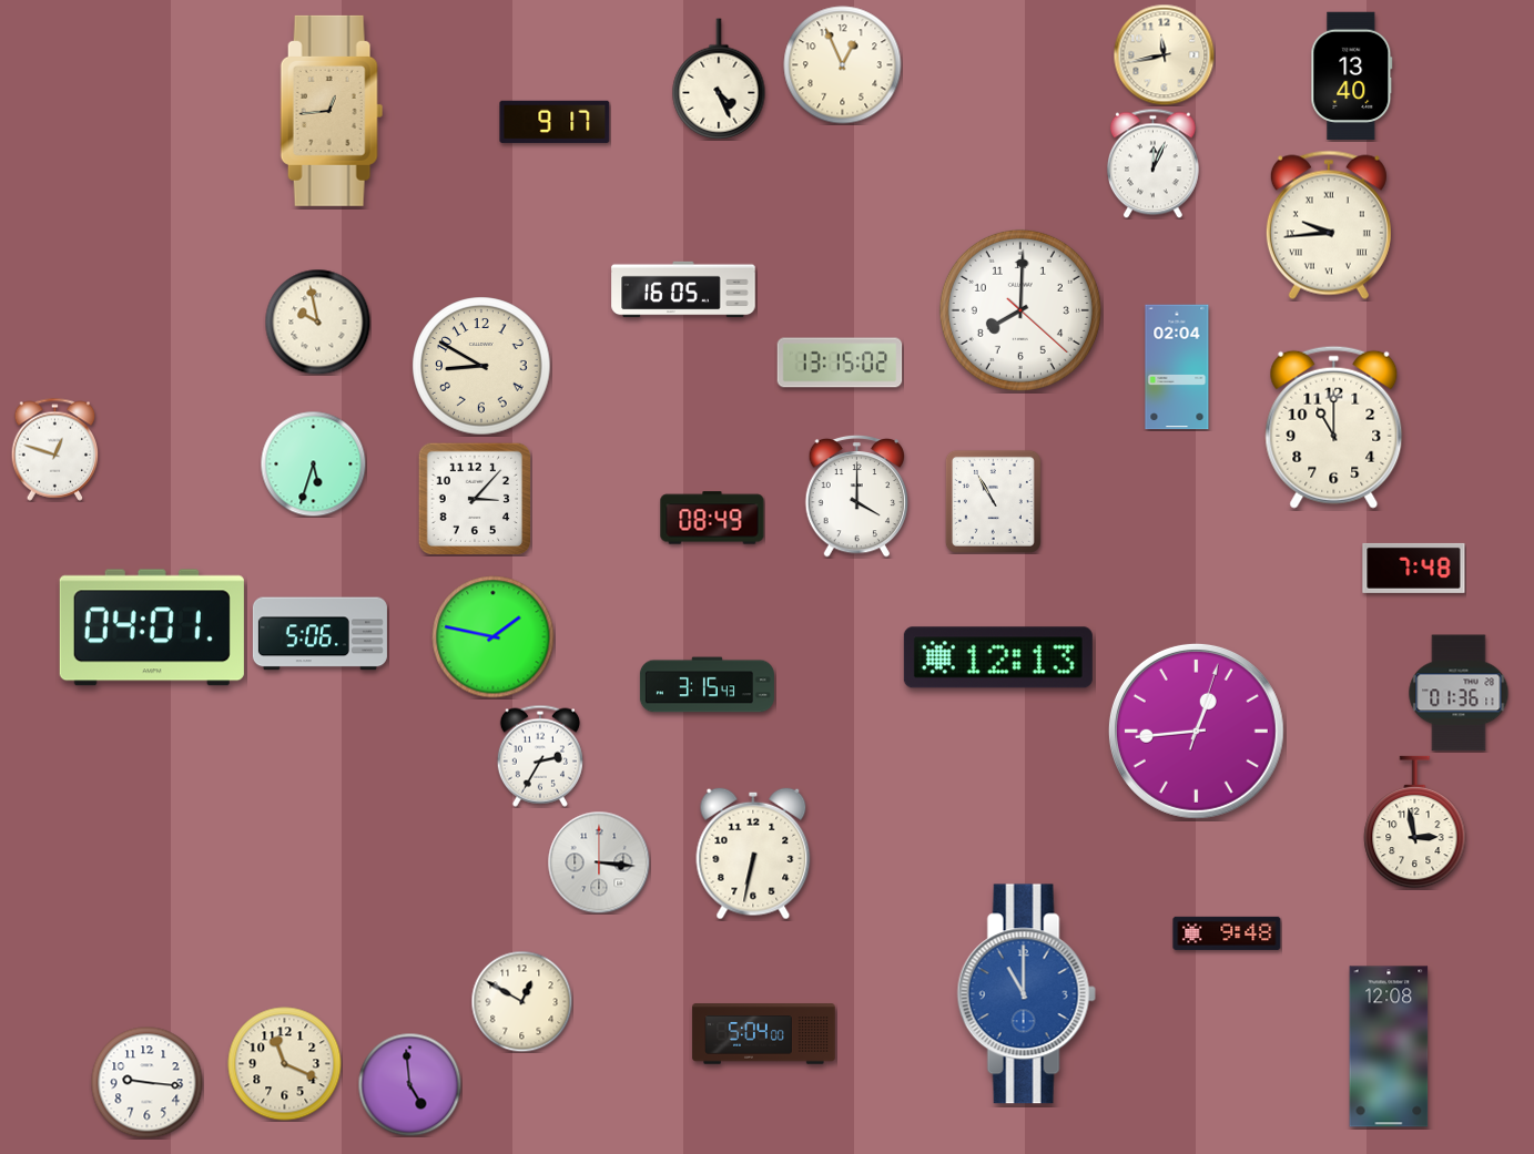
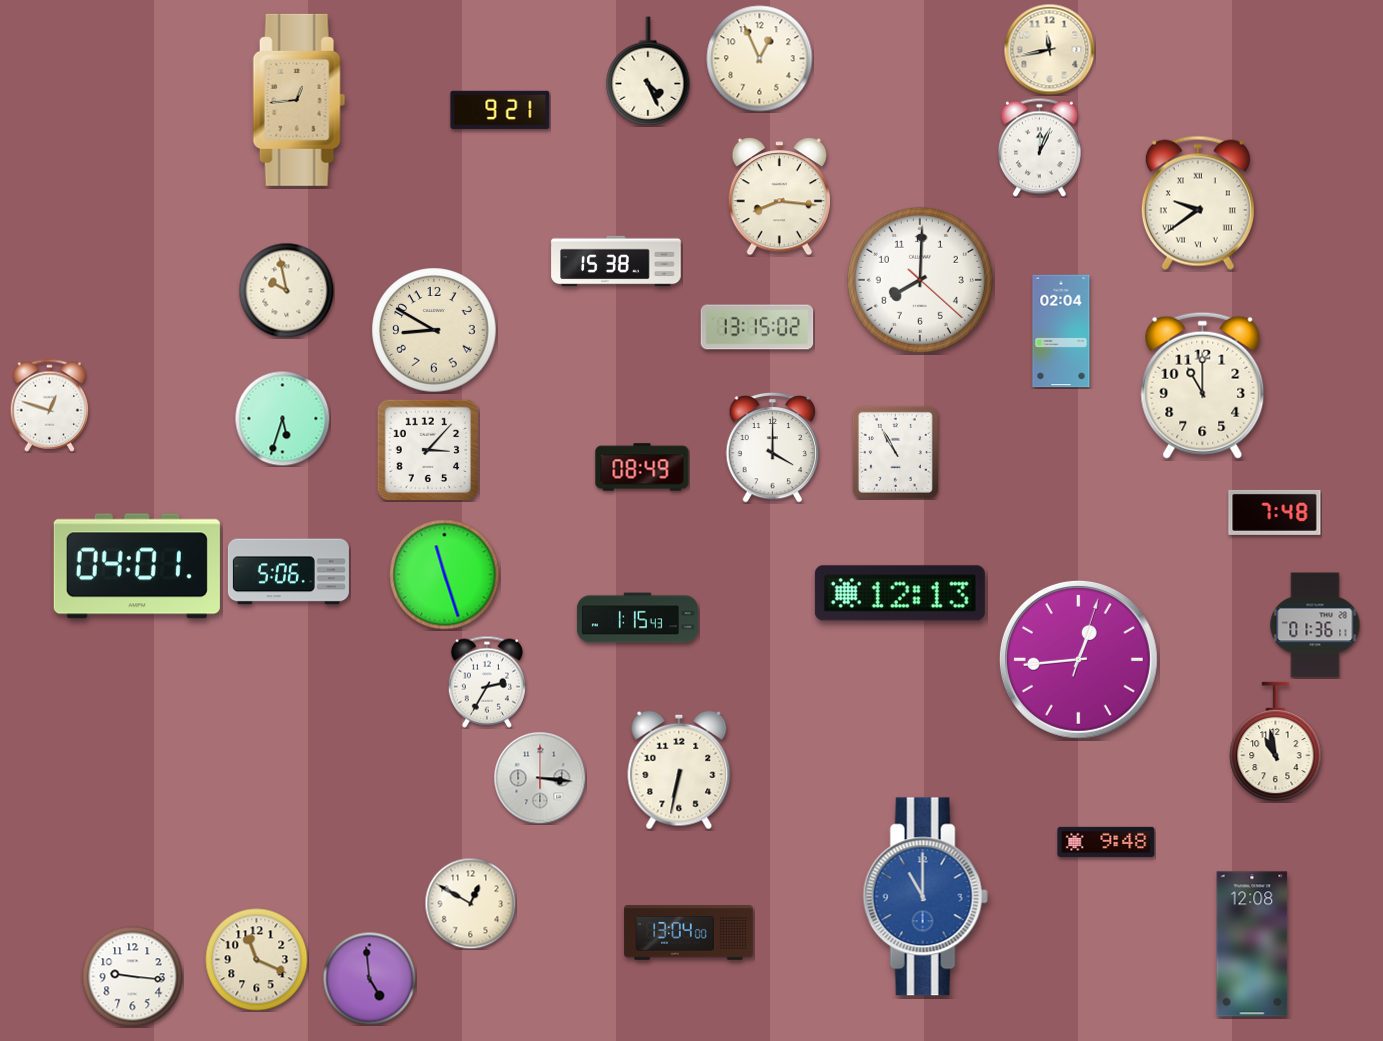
clock at (1352, 75): 13:40 -> none
clock at (555, 122): 9:17 -> 9:21
clock at (779, 197): none -> 8:16
clock at (1329, 225): 9:44 -> 9:39
clock at (683, 289): 16:05 -> 15:38
clock at (494, 637): 1:47 -> 11:27
clock at (707, 685): 3:15 -> 1:15
clock at (1415, 823): 2:58 -> 10:58
clock at (764, 1034): 5:04 -> 13:04
